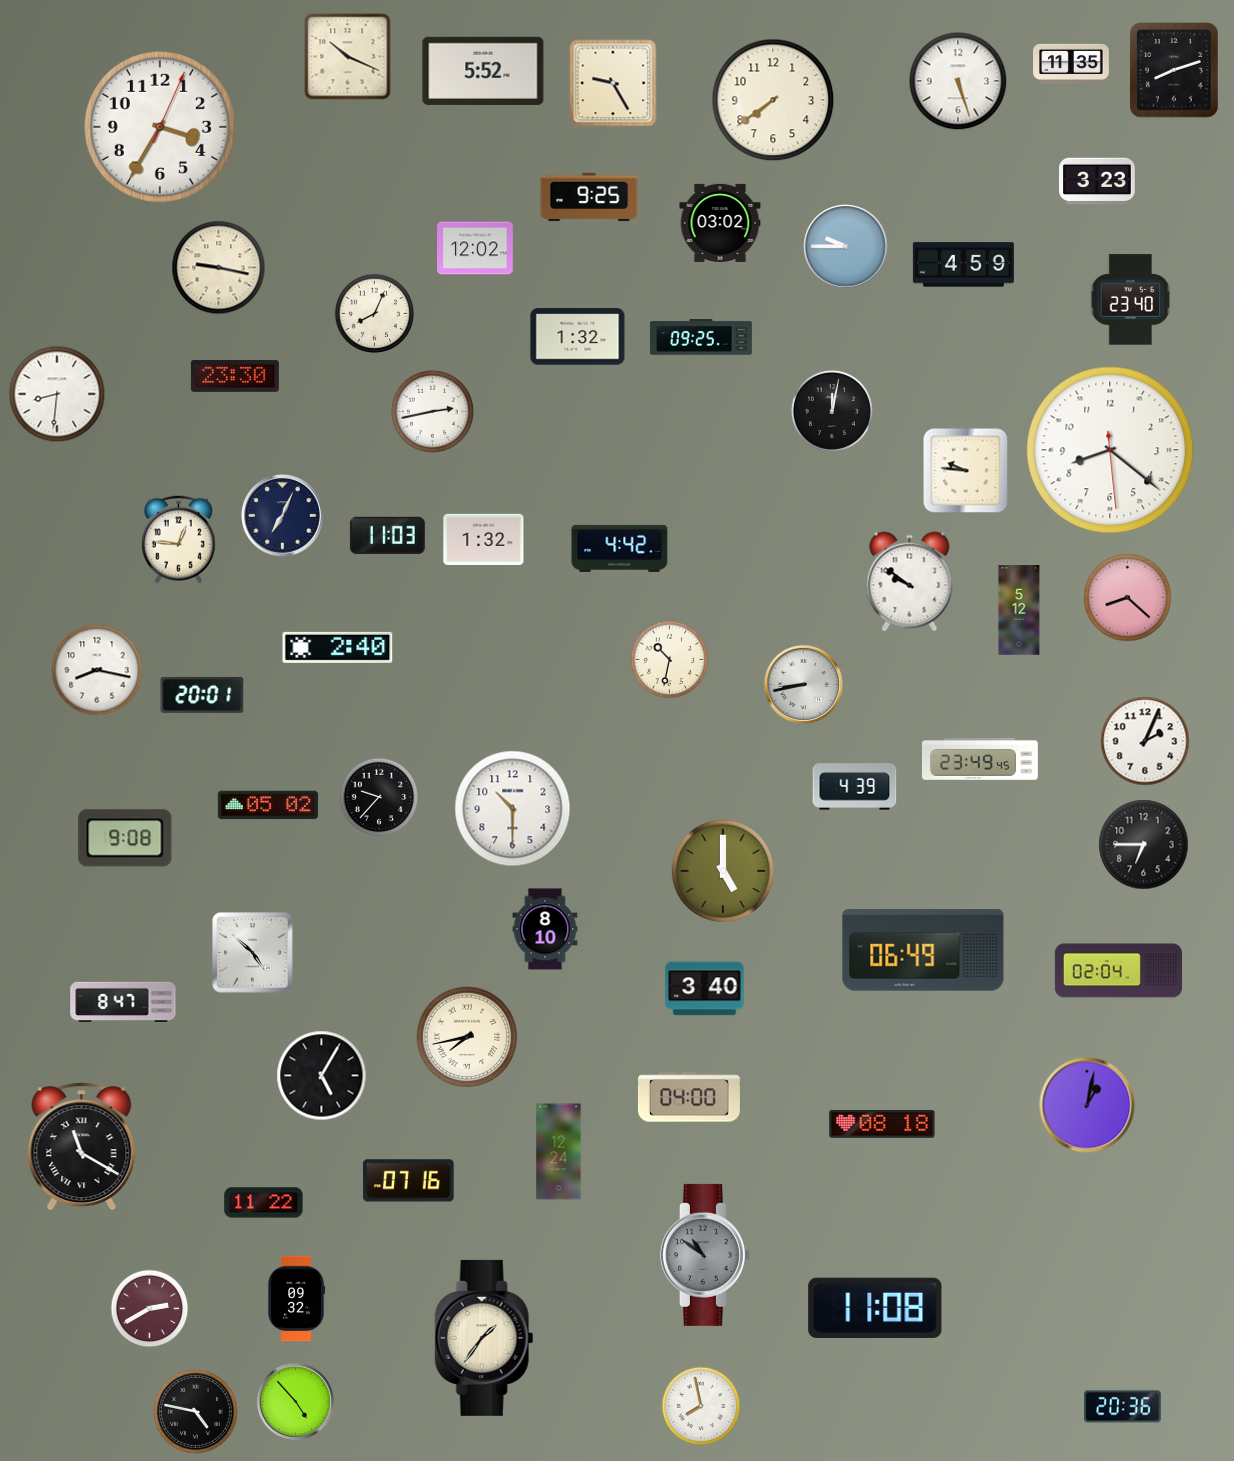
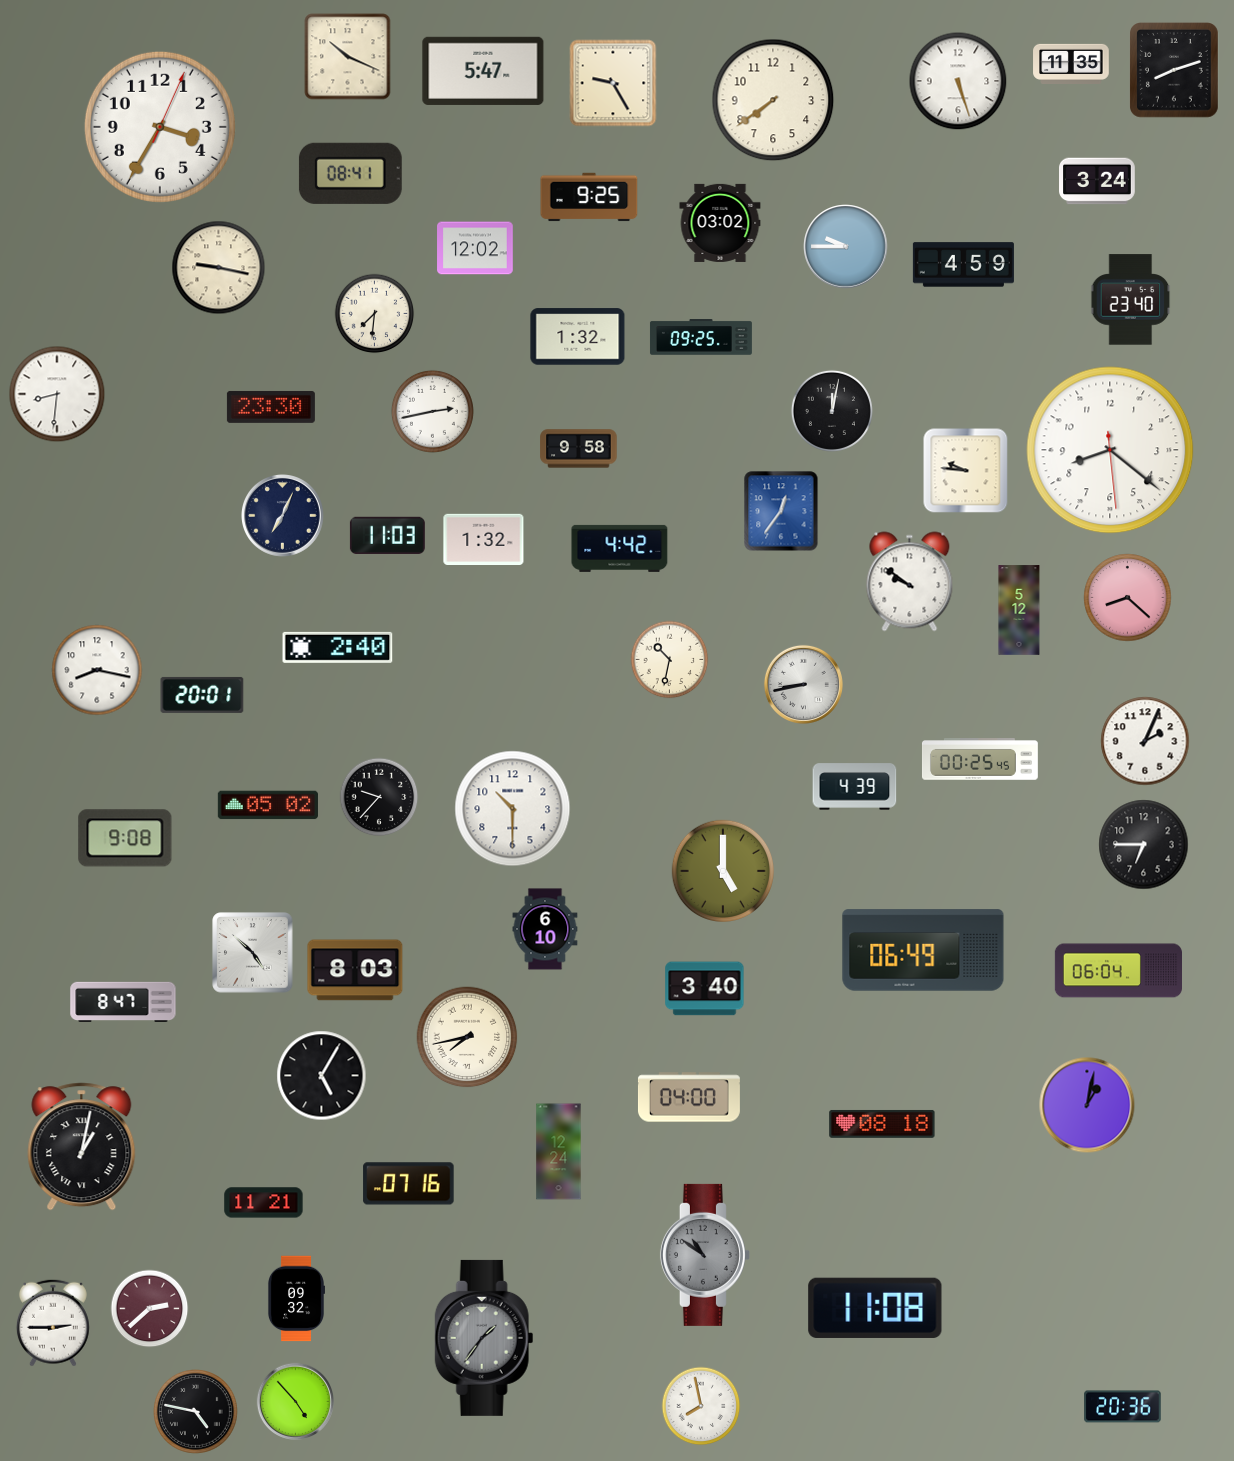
clock at (483, 71): 5:52 -> 5:47
clock at (350, 173): none -> 08:41
clock at (1097, 181): 3:23 -> 3:24
clock at (375, 314): 8:04 -> 7:31
clock at (235, 376) position: (235, 376) -> (271, 407)
clock at (579, 449): none -> 9:58
clock at (781, 511): none -> 12:36
clock at (178, 540): 12:46 -> none
clock at (980, 759): 23:49 -> 00:25
clock at (545, 929): 8:10 -> 6:10
clock at (355, 970): none -> 8:03
clock at (1118, 971): 02:04 -> 06:04
clock at (82, 1147): 11:20 -> 1:02
clock at (409, 1181) position: (409, 1181) -> (409, 1184)
clock at (264, 1203): 11:22 -> 11:21
clock at (150, 1309): 2:40 -> 2:38
clock at (53, 1323): none -> 2:45
clock at (484, 1338) dial: cream -> grey
